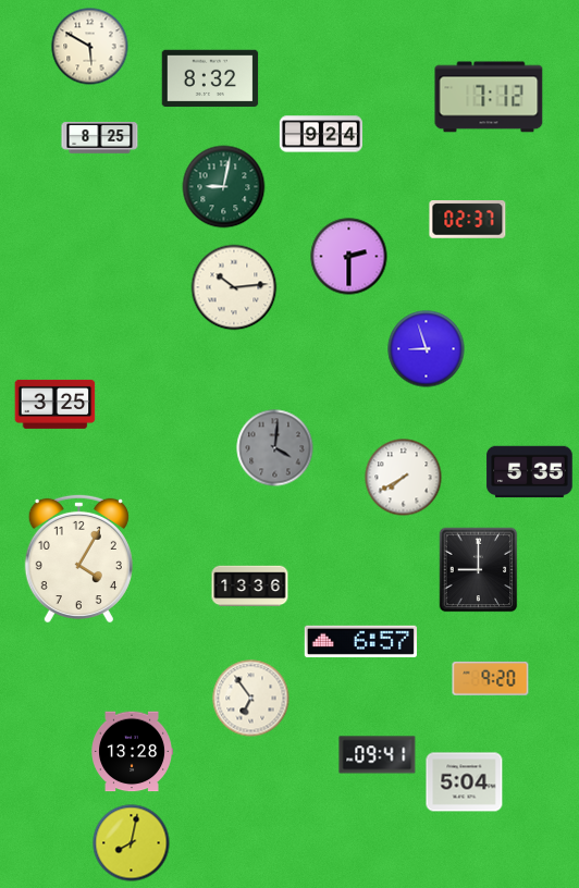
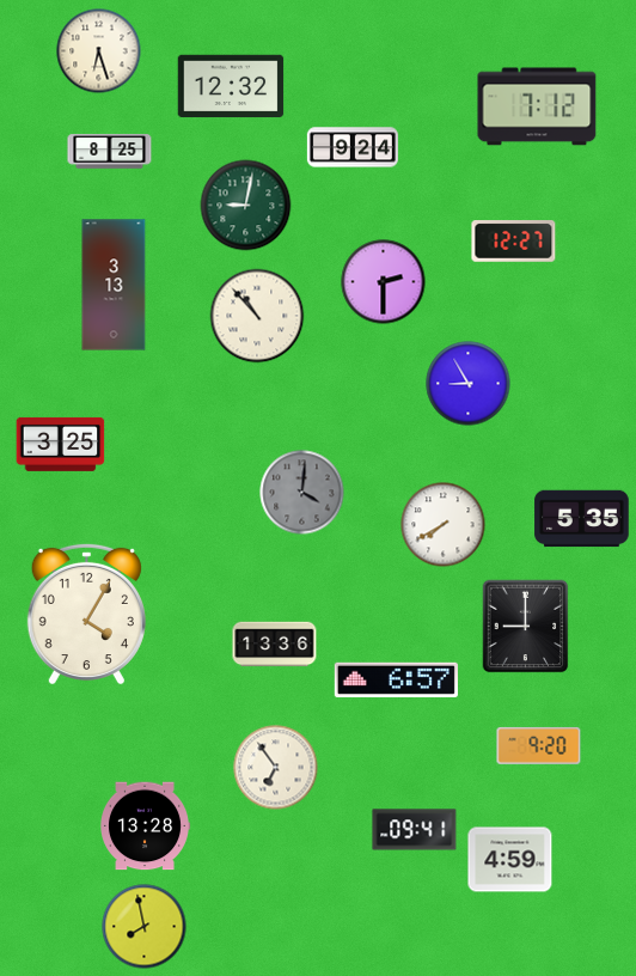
clock at (90, 47): 5:50 -> 6:27
clock at (210, 78): 8:32 -> 12:32
clock at (468, 220): 02:37 -> 12:27
clock at (114, 285): none -> 3:13
clock at (234, 287): 10:14 -> 10:53
clock at (427, 349): 8:57 -> 8:55
clock at (360, 641) position: (360, 641) -> (396, 679)
clock at (465, 782): 5:04 -> 4:59
clock at (132, 843): 8:02 -> 7:58
